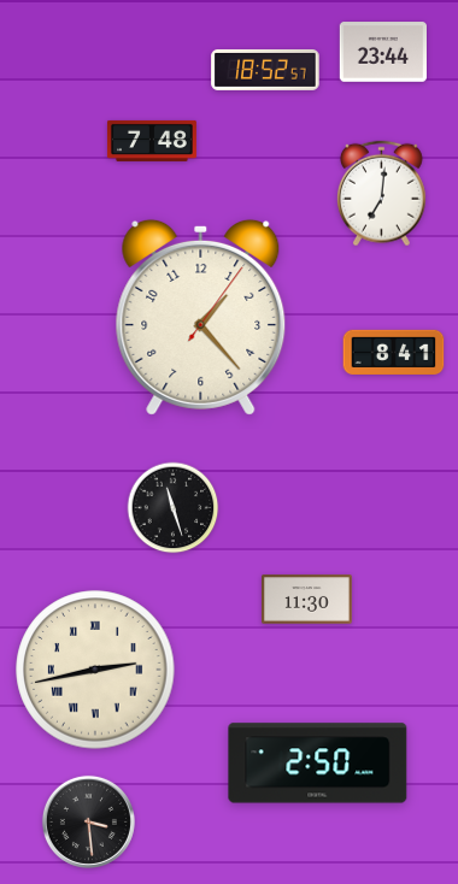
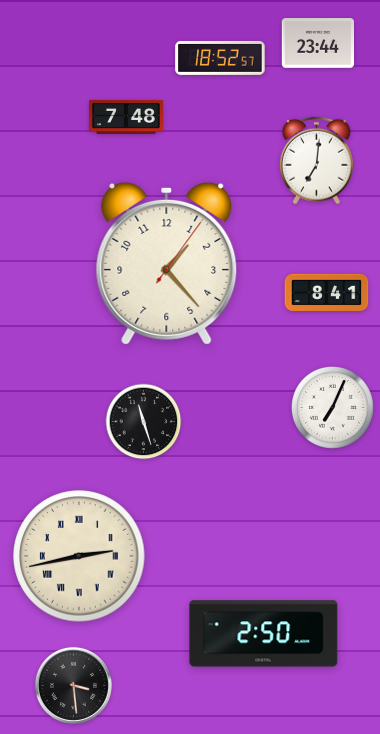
clock at (333, 408): none -> 7:04
clock at (307, 600): 11:30 -> none
clock at (88, 821) position: (88, 821) -> (73, 685)
